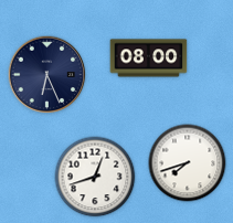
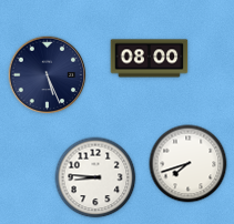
clock at (47, 75): 6:26 -> 5:26
clock at (95, 177): 12:42 -> 8:46
